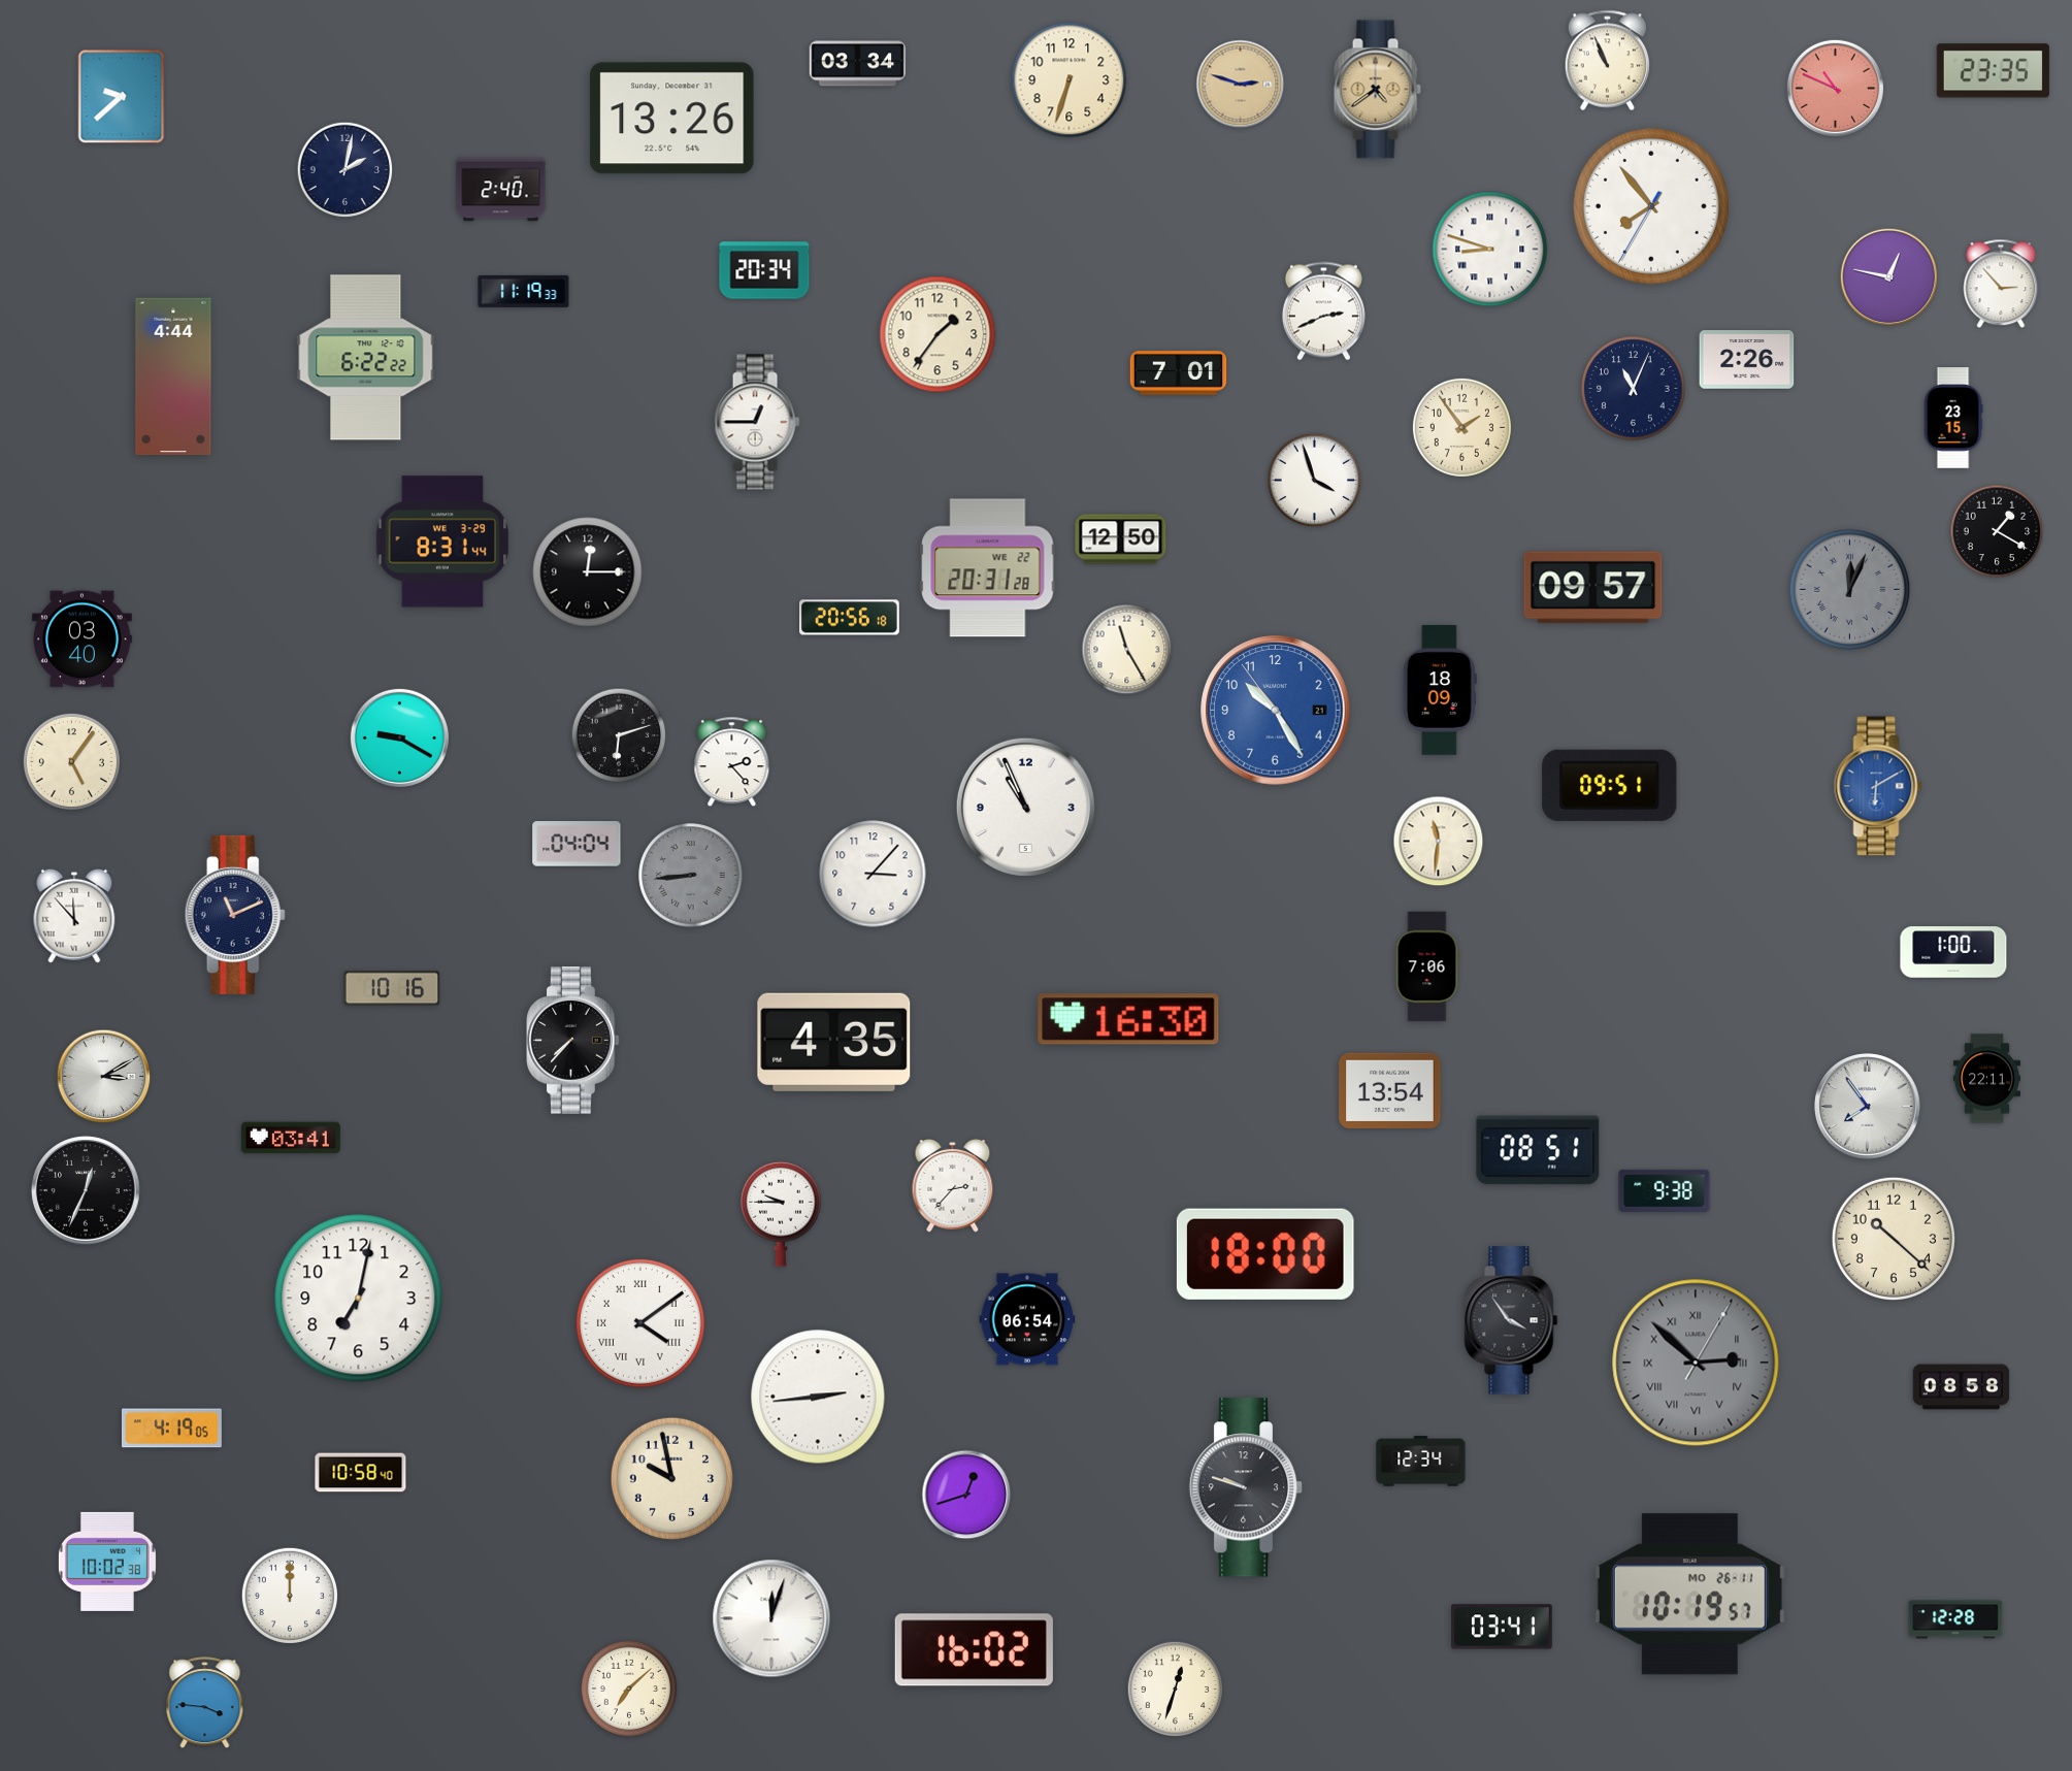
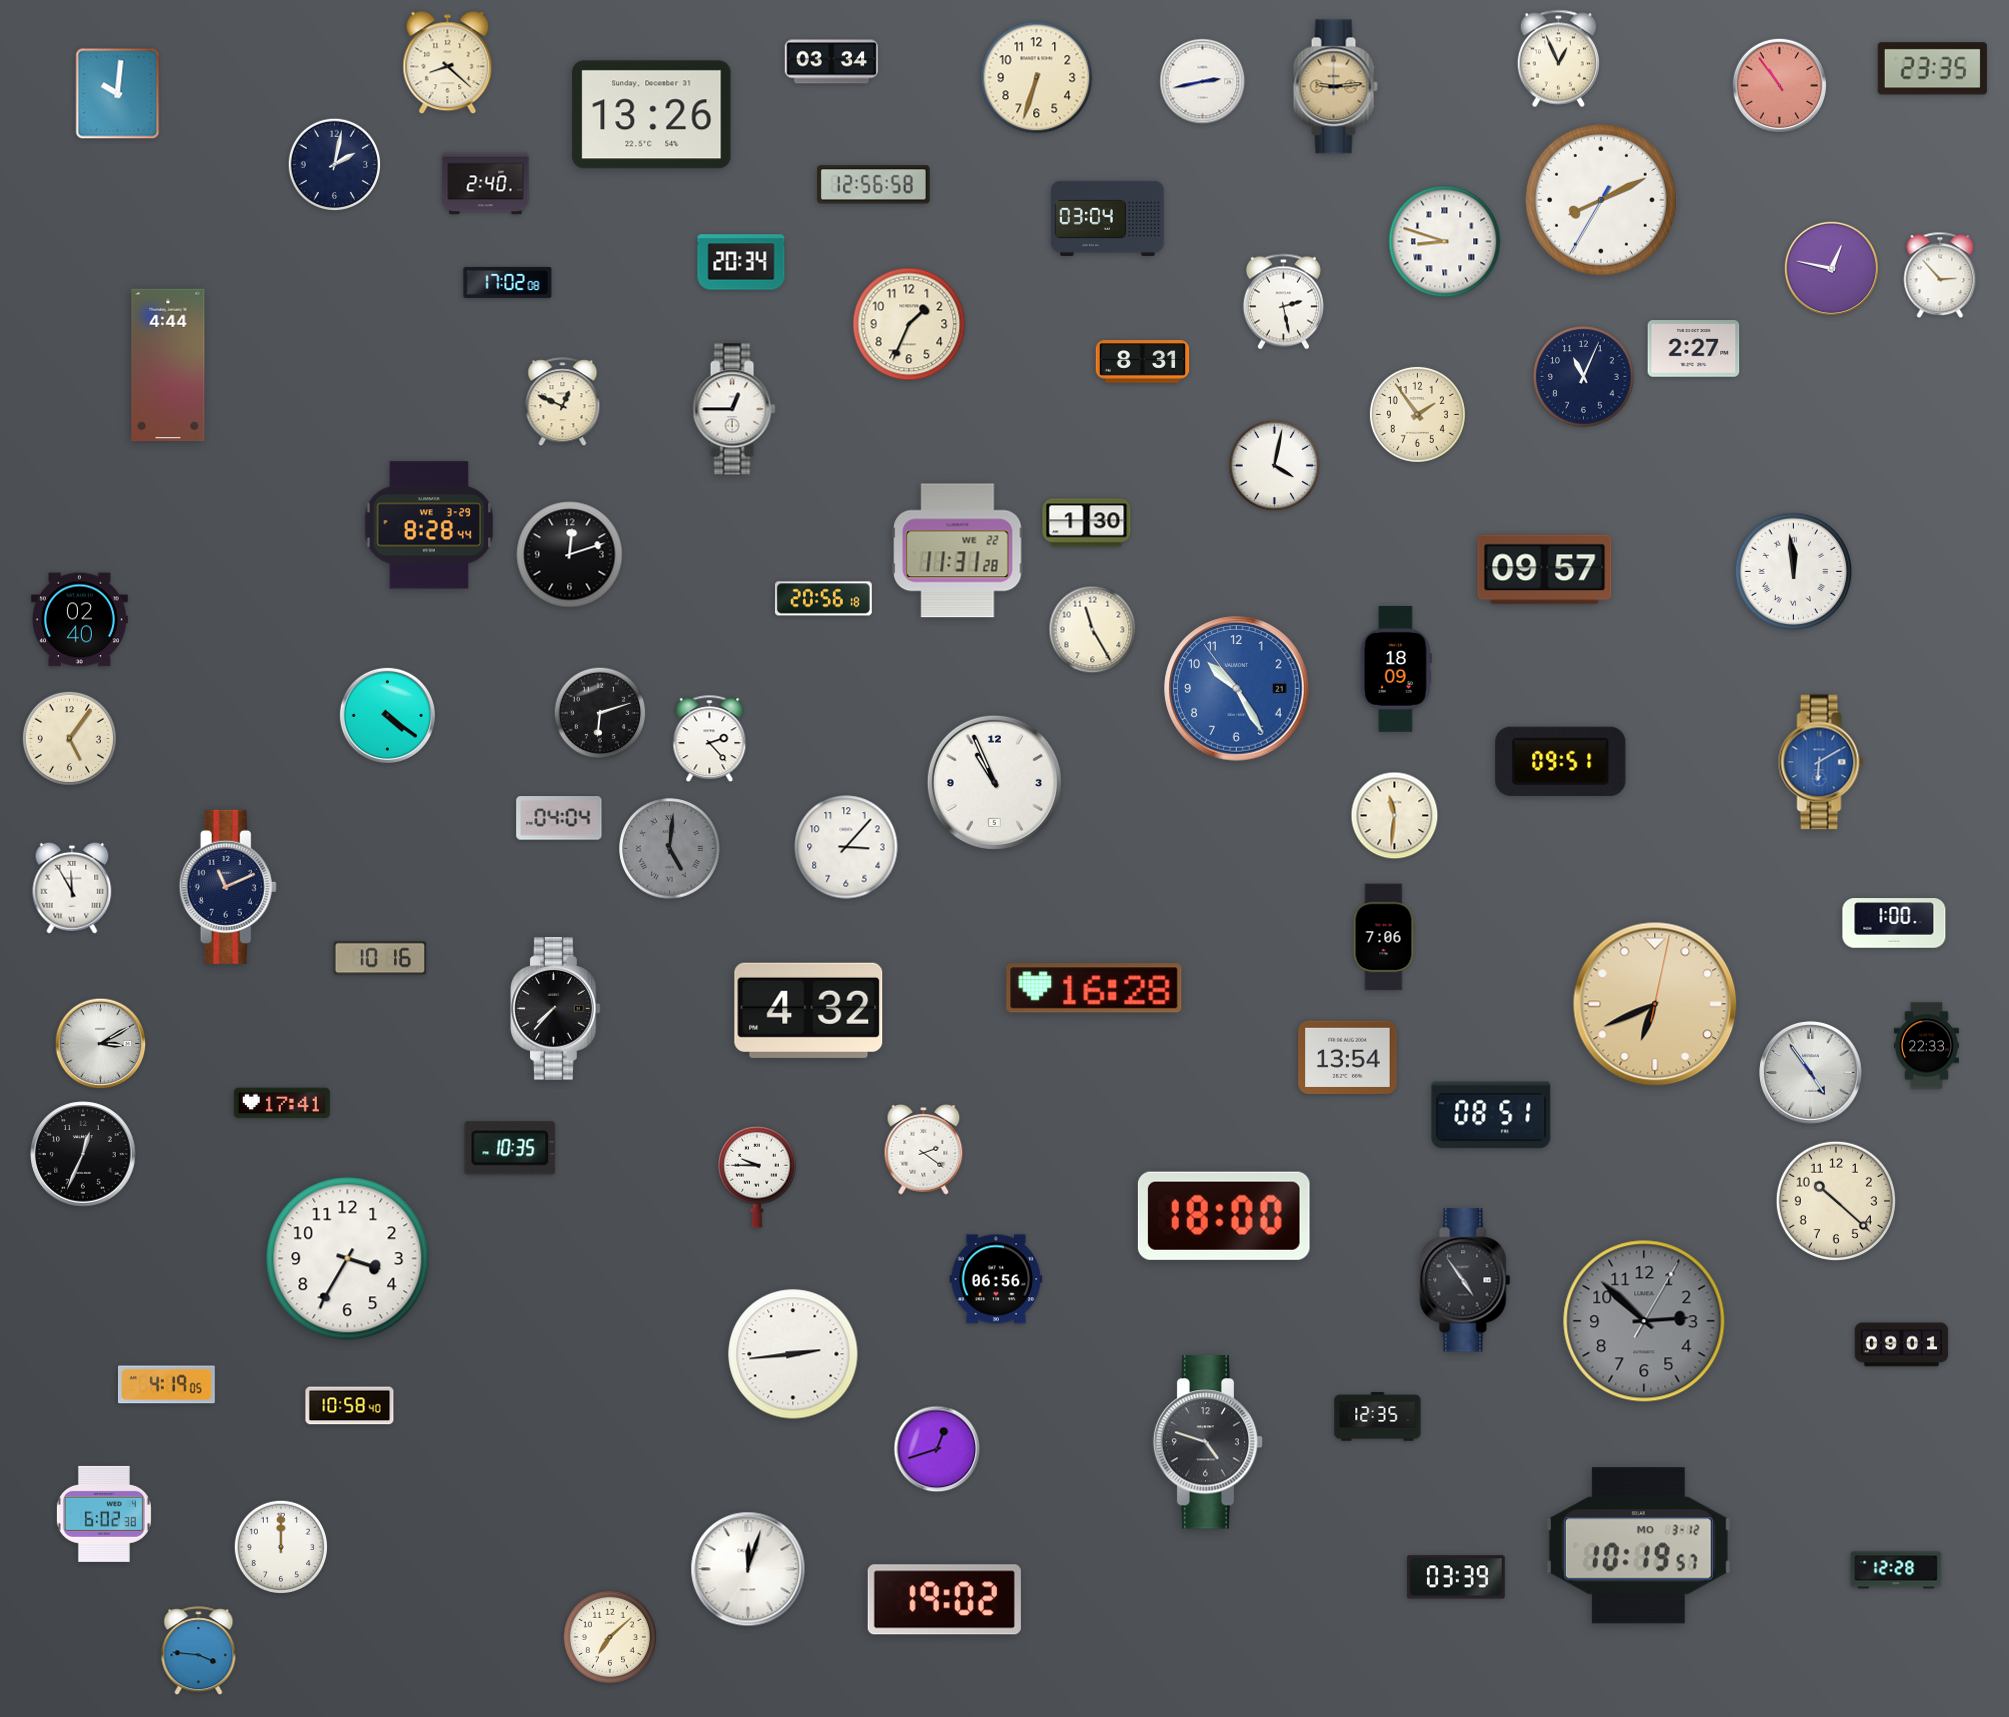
clock at (1607, 61): 10:56 -> 12:56
clock at (448, 63): none -> 8:22
clock at (1241, 85): 2:48 -> 2:43
clock at (1241, 85) dial: champagne -> white
clock at (1835, 88): 10:49 -> 10:54
clock at (1377, 90): 4:39 -> 9:14
clock at (122, 97): 9:38 -> 10:01
clock at (874, 185): none -> 12:56
clock at (1651, 206): 7:53 -> 8:10
clock at (1108, 218): none -> 03:04
clock at (524, 291): 11:19 -> 17:02
clock at (1323, 311): 2:41 -> 2:28
clock at (938, 334): 1:36 -> 1:34
clock at (366, 358): 6:22 -> none
clock at (1747, 360): 2:26 -> 2:27
clock at (1179, 373): 7:01 -> 8:31
clock at (563, 402): none -> 12:49
clock at (1953, 418): 23:15 -> none
clock at (1315, 481): 3:57 -> 4:02
clock at (1997, 531): 1:20 -> none
clock at (1121, 539): 12:50 -> 1:30
clock at (442, 542): 8:31 -> 8:28
clock at (988, 568): 20:31 -> 11:31
clock at (588, 572): 12:15 -> 12:12
clock at (1850, 590): 12:04 -> 11:59
clock at (1850, 590) dial: grey -> white
clock at (83, 639): 03:40 -> 02:40
clock at (399, 737): 9:20 -> 4:21
clock at (691, 876): 8:44 -> 5:01
clock at (74, 916): 11:53 -> 11:55
clock at (1128, 1019): 16:30 -> 16:28
clock at (1655, 1004): none -> 6:41
clock at (834, 1042): 4:35 -> 4:32
clock at (1986, 1079): 22:11 -> 22:33
clock at (1868, 1107): 7:54 -> 4:54
clock at (291, 1138): 03:41 -> 17:41
clock at (510, 1148): none -> 10:35
clock at (953, 1185): 2:37 -> 2:21
clock at (1665, 1190): 9:38 -> none
clock at (1265, 1254) position: (1265, 1254) -> (1224, 1216)
clock at (359, 1299): 7:02 -> 3:35
clock at (1027, 1319): 06:54 -> 06:56
clock at (1511, 1320): 3:54 -> 4:54
clock at (640, 1323): 4:09 -> none
clock at (1696, 1363) numerals: Roman -> Arabic
clock at (1962, 1387): 08:58 -> 09:01
clock at (1421, 1462): 12:34 -> 12:35
clock at (361, 1473) position: (361, 1473) -> (350, 1406)
clock at (672, 1479): 9:58 -> none
clock at (1246, 1487): 9:48 -> 4:48
clock at (107, 1562): 10:02 -> 6:02
clock at (1689, 1595) date: MO 26-11 -> MO 3-12
clock at (1502, 1627): 03:41 -> 03:39
clock at (974, 1650): 16:02 -> 19:02
clock at (1176, 1690): 12:33 -> none
